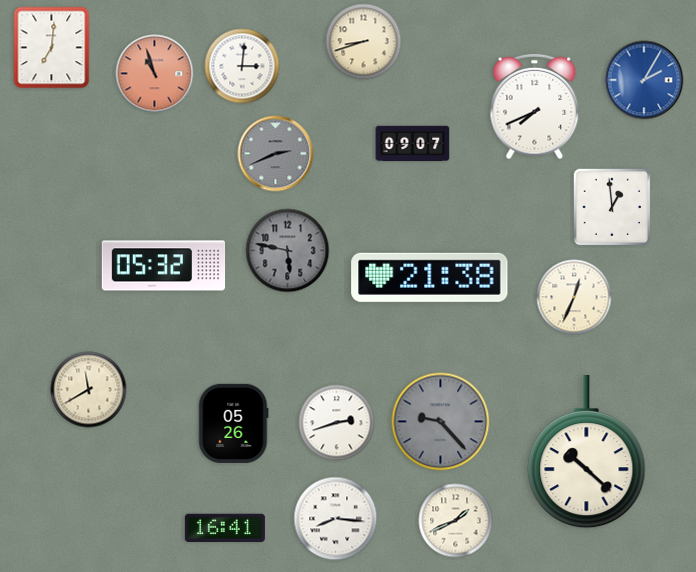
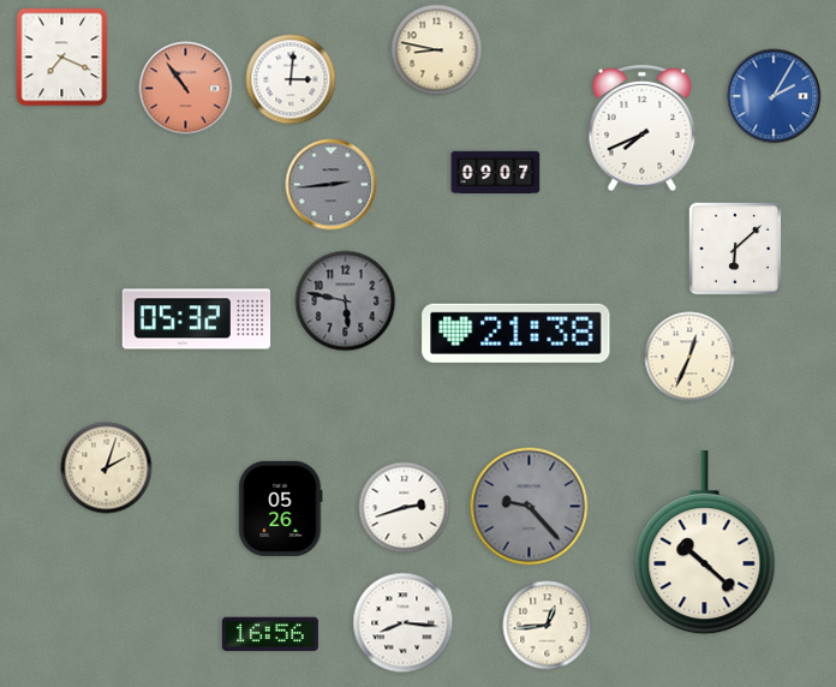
clock at (364, 42): 8:42 -> 8:47
clock at (52, 48): 7:01 -> 7:19
clock at (155, 74): 10:57 -> 10:54
clock at (276, 154): 2:41 -> 2:44
clock at (612, 207): 12:59 -> 6:08
clock at (89, 390): 11:40 -> 2:03
clock at (456, 521): 1:41 -> 12:44
clock at (225, 528): 16:41 -> 16:56
